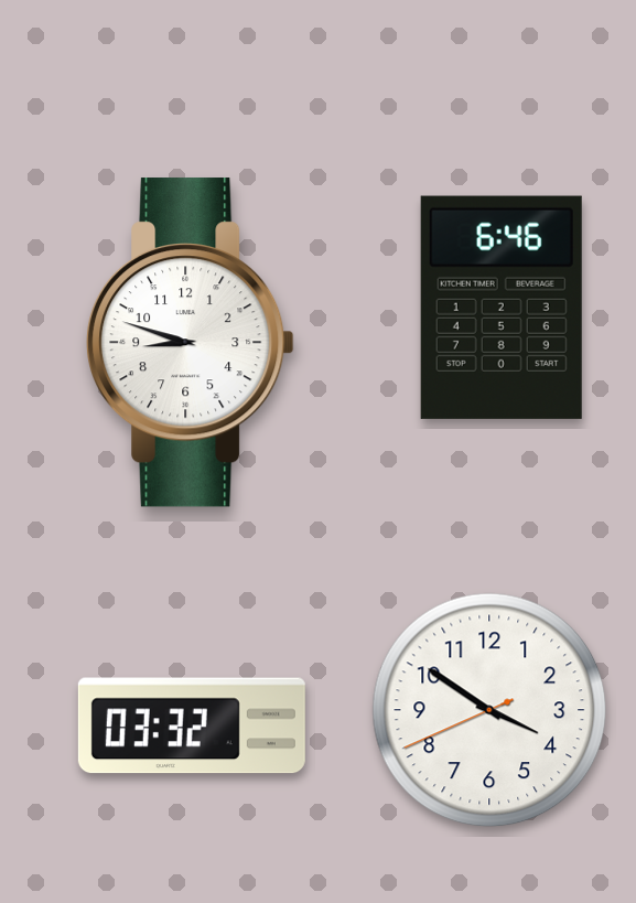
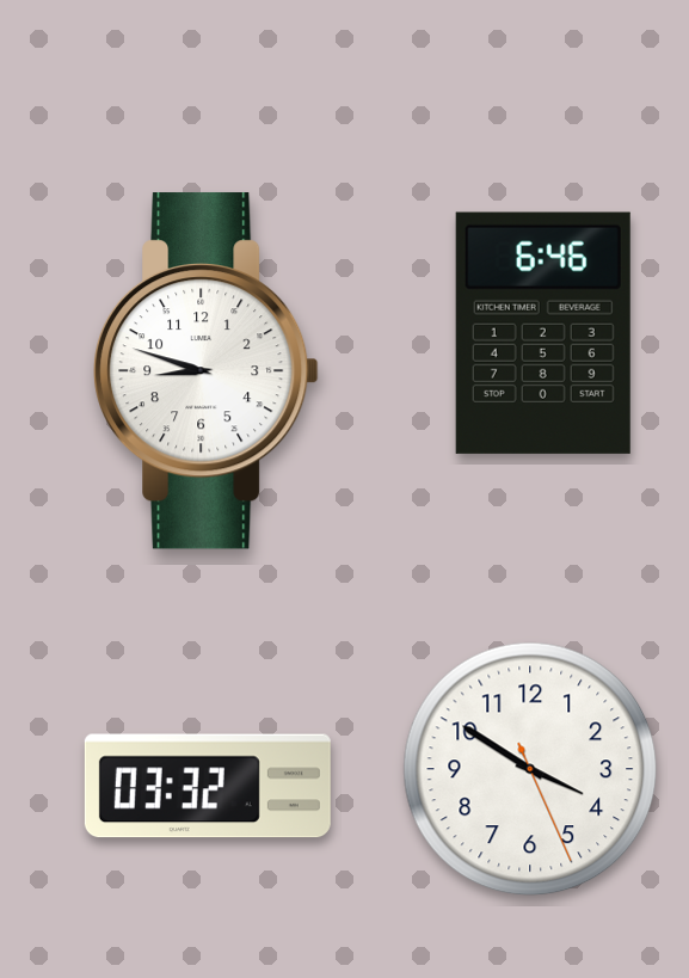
clock at (489, 710): 3:50:41 -> 3:50:26
